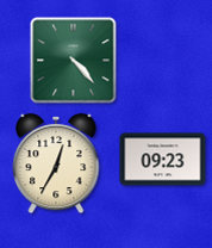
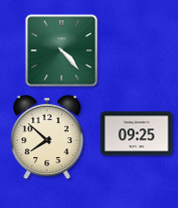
clock at (163, 160): 09:23 -> 09:25
clock at (56, 163): 12:35 -> 7:52
